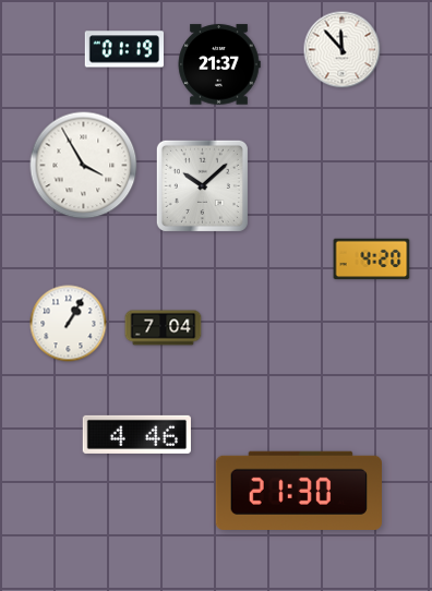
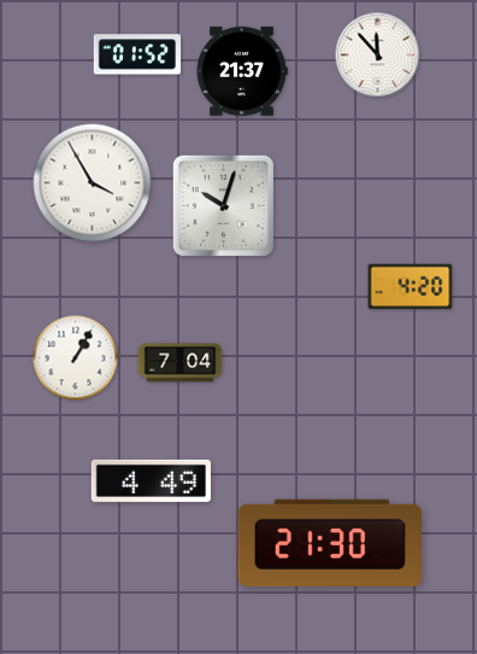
clock at (123, 49): 01:19 -> 01:52
clock at (202, 185): 10:08 -> 10:03
clock at (136, 434): 4:46 -> 4:49
